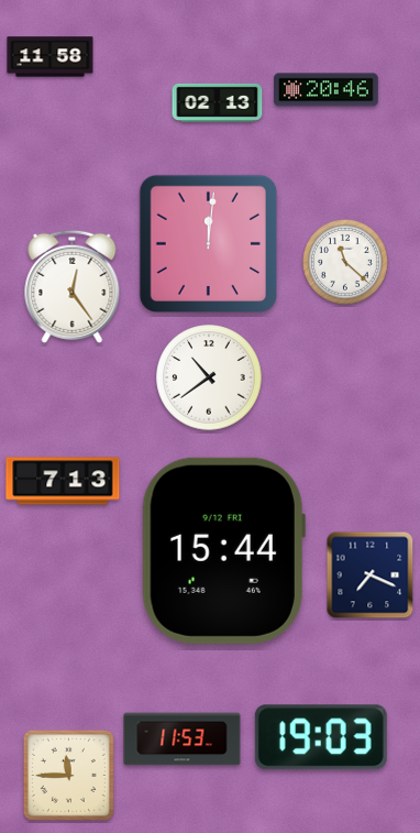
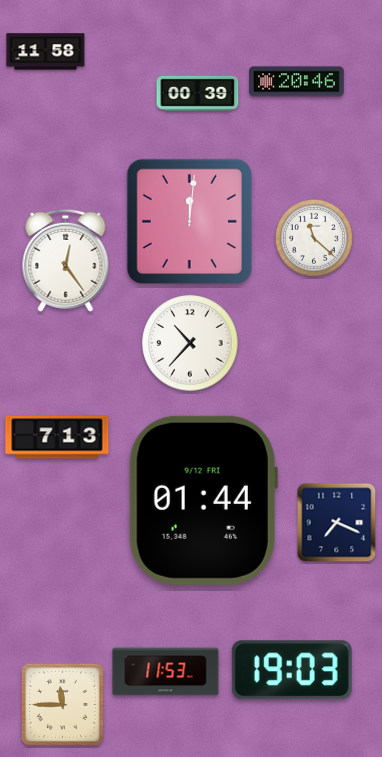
clock at (218, 102): 02:13 -> 00:39
clock at (209, 377): 10:39 -> 10:37
clock at (223, 550): 15:44 -> 01:44
